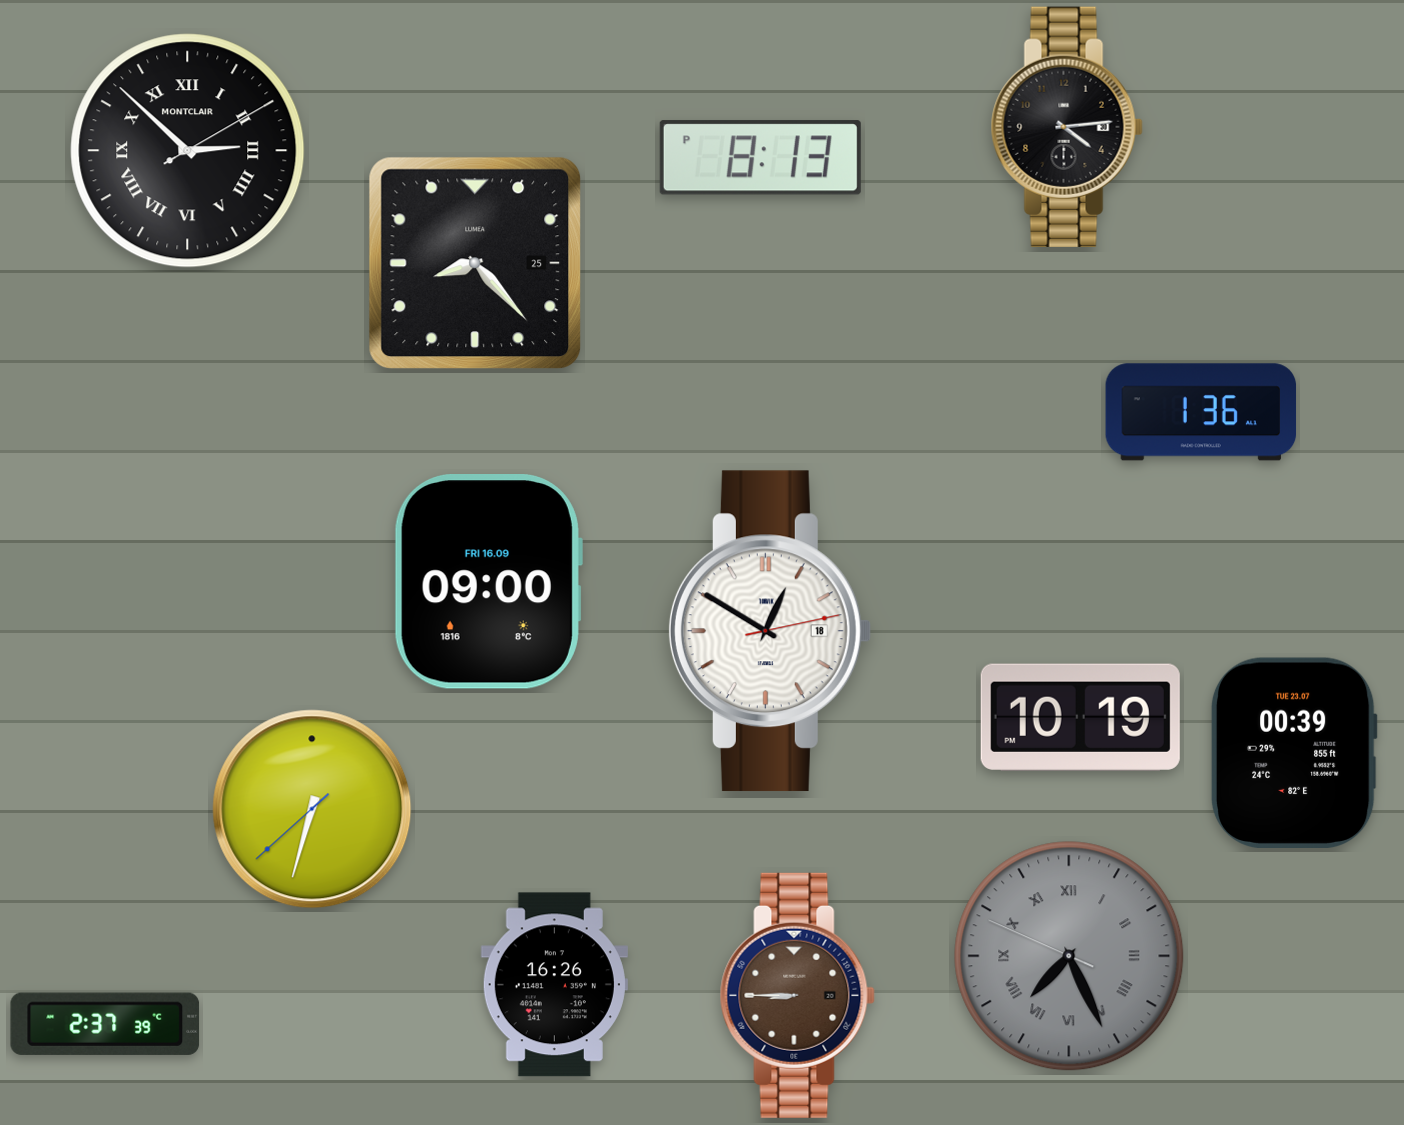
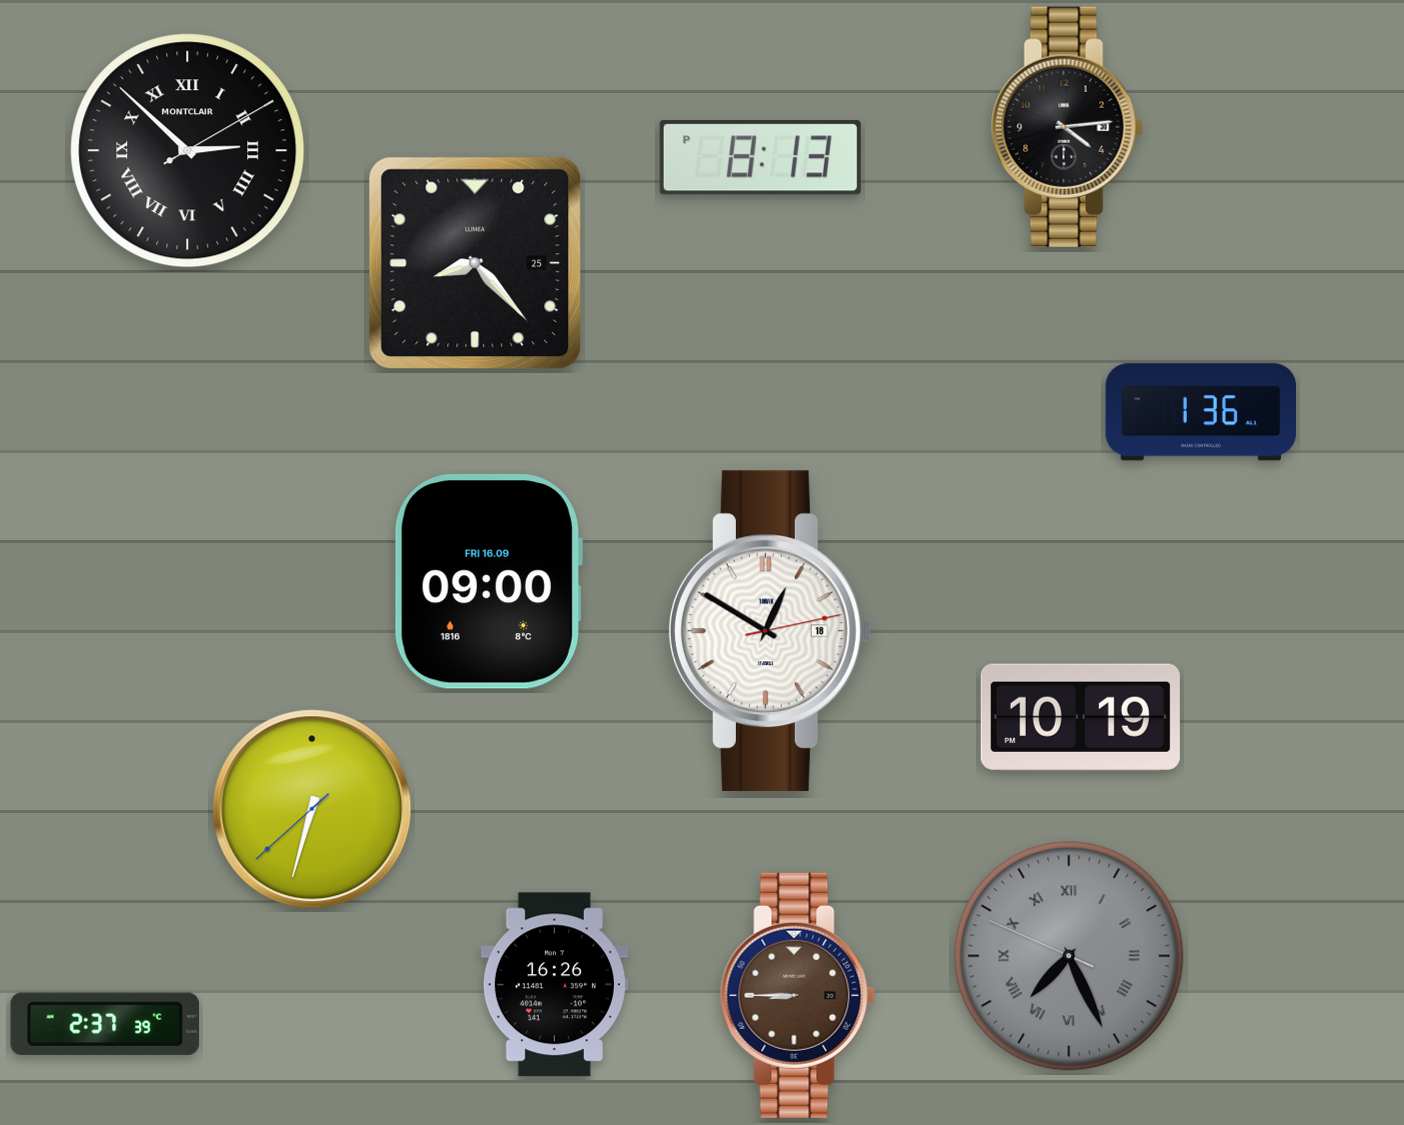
clock at (1294, 752): 00:39 -> none
